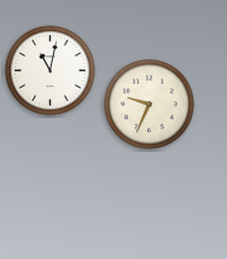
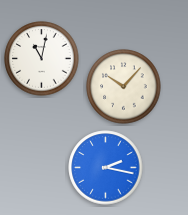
clock at (150, 105): 9:34 -> 10:07
clock at (106, 168): none -> 2:17
